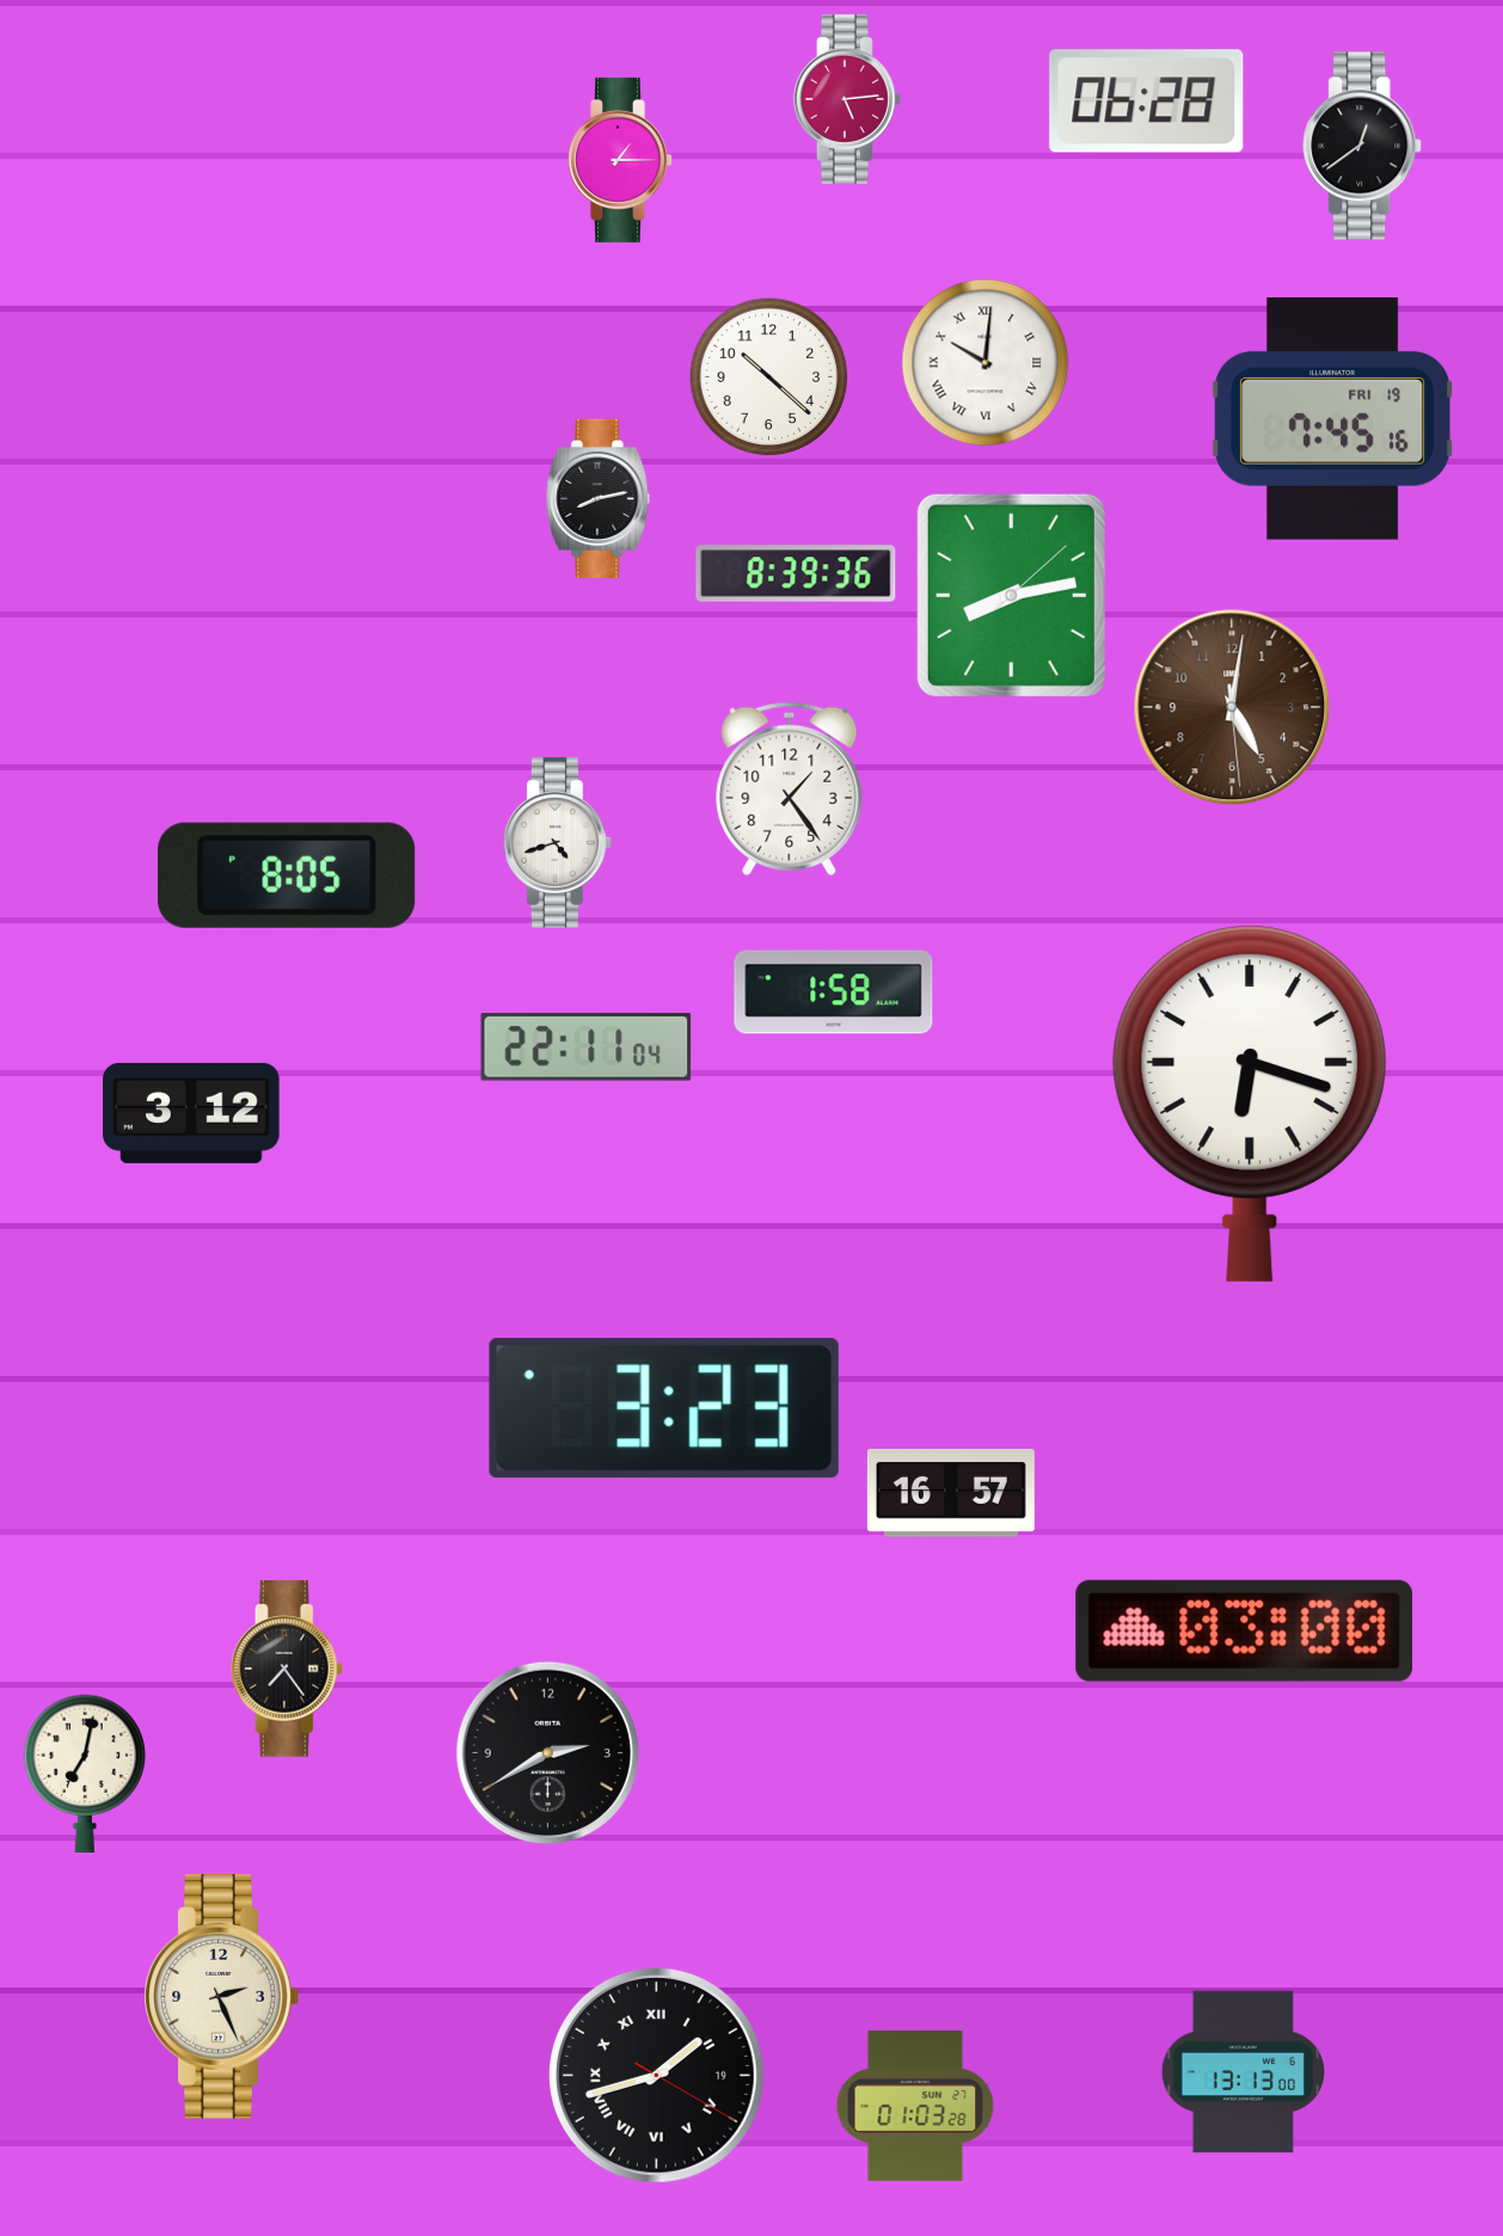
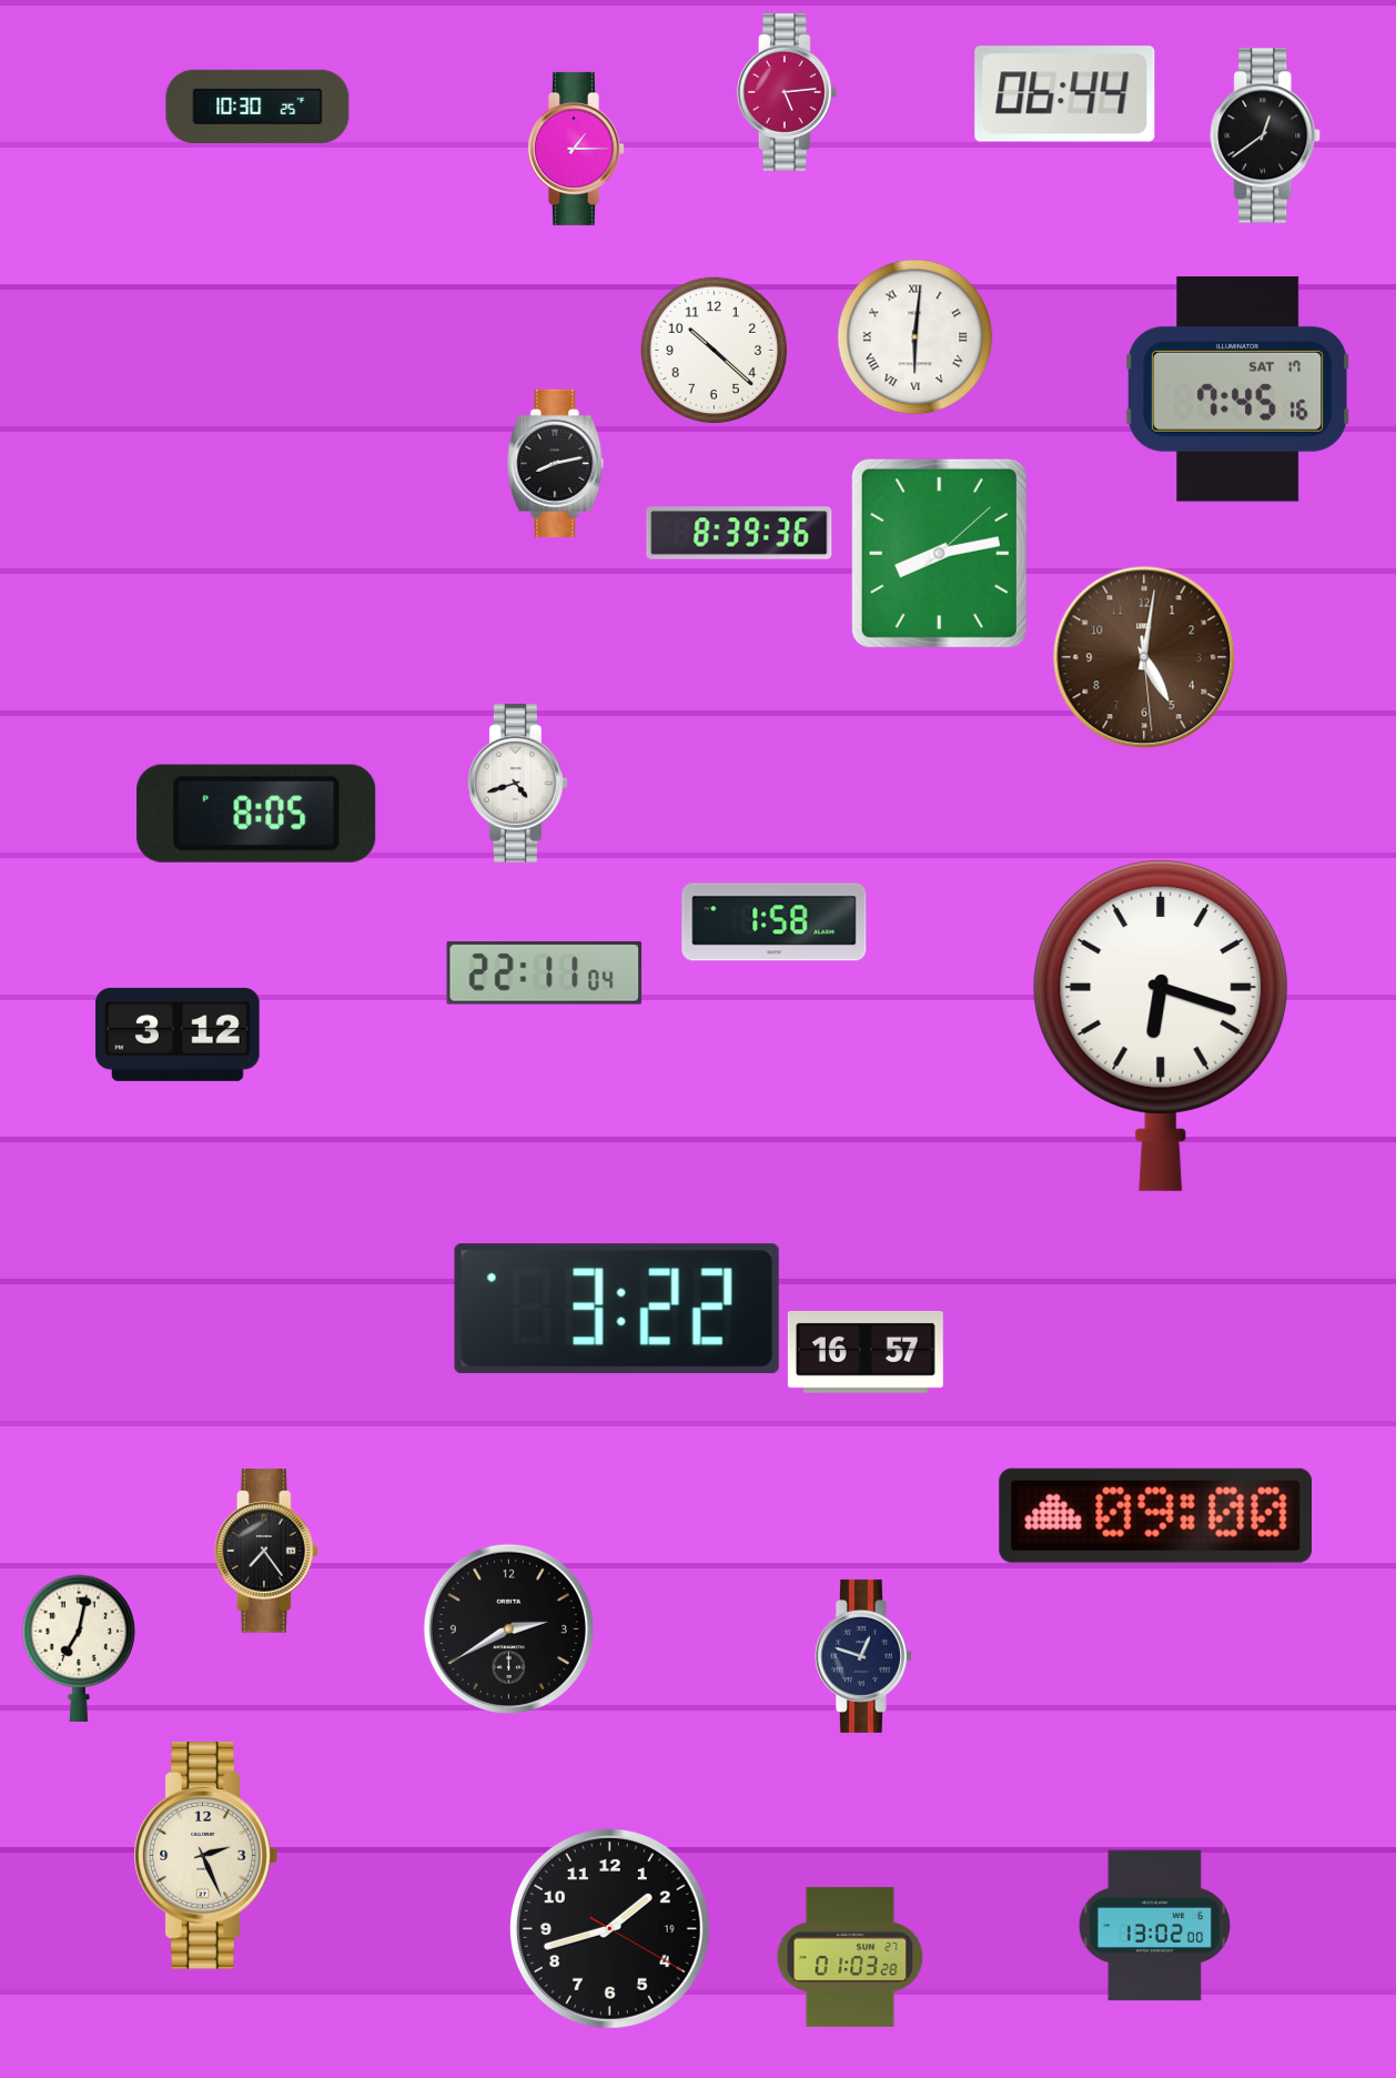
clock at (1147, 102): 06:28 -> 06:44
clock at (257, 107): none -> 10:30
clock at (986, 363): 10:01 -> 6:01
clock at (1333, 418) date: FRI 19 -> SAT 17
clock at (790, 788): 1:24 -> none
clock at (287, 876) position: (287, 876) -> (256, 814)
clock at (664, 1408): 3:23 -> 3:22
clock at (951, 1494) position: (951, 1494) -> (866, 1353)
clock at (1245, 1630): 03:00 -> 09:00
clock at (864, 1656): none -> 12:48
clock at (1243, 2072): 13:13 -> 13:02
clock at (656, 2075) numerals: Roman -> Arabic
